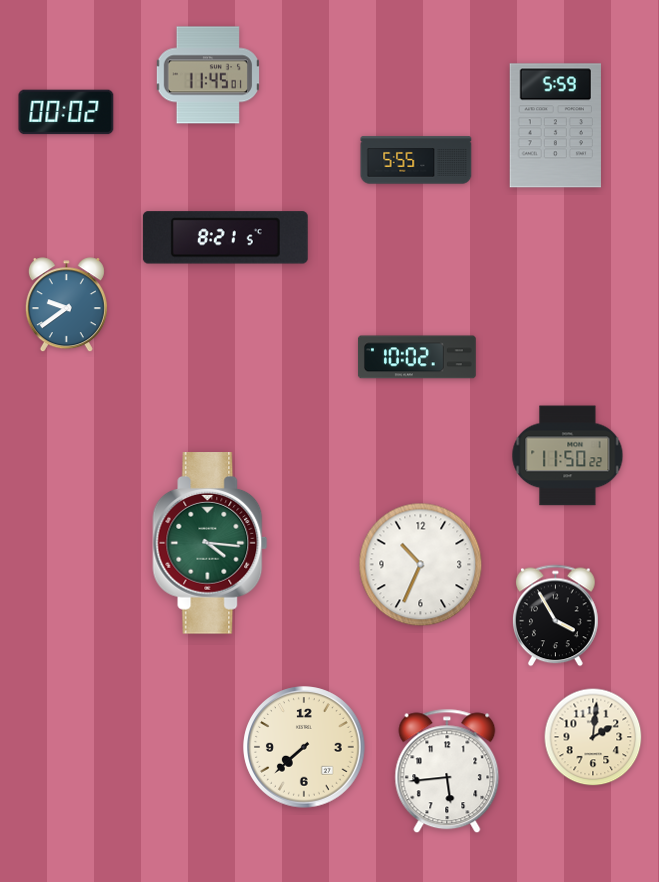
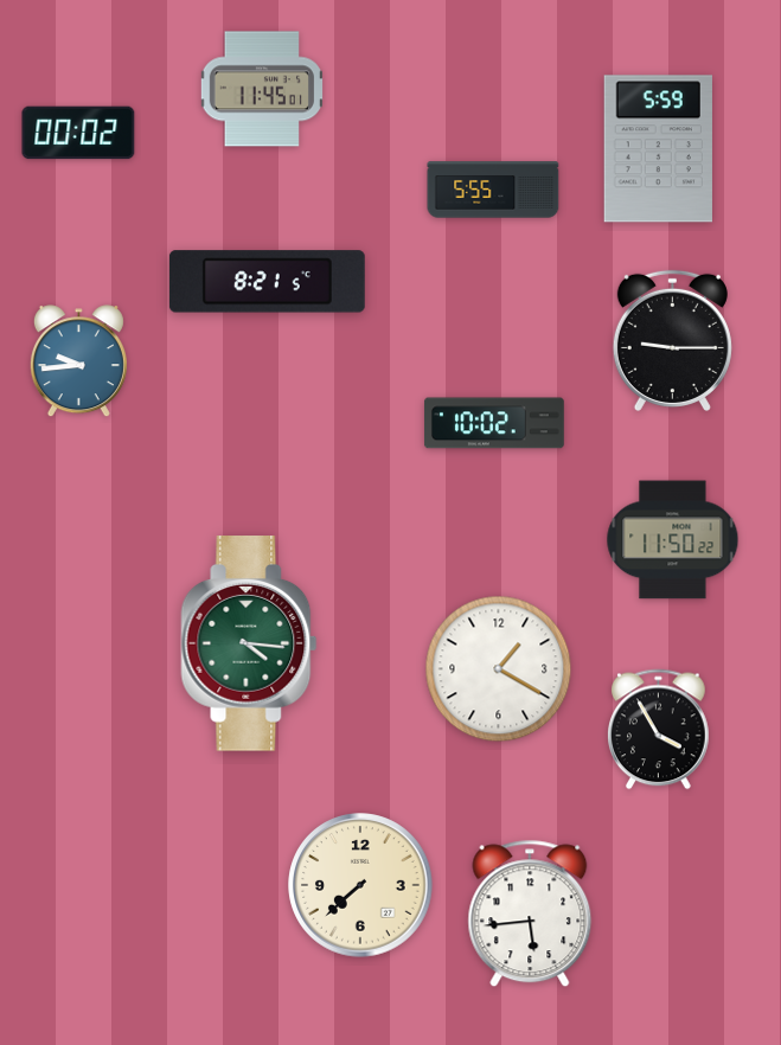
clock at (208, 75) position: (208, 75) -> (262, 89)
clock at (672, 340): none -> 9:15
clock at (66, 305): 9:39 -> 9:44
clock at (421, 565): 10:34 -> 1:20
clock at (593, 737): 2:01 -> none
